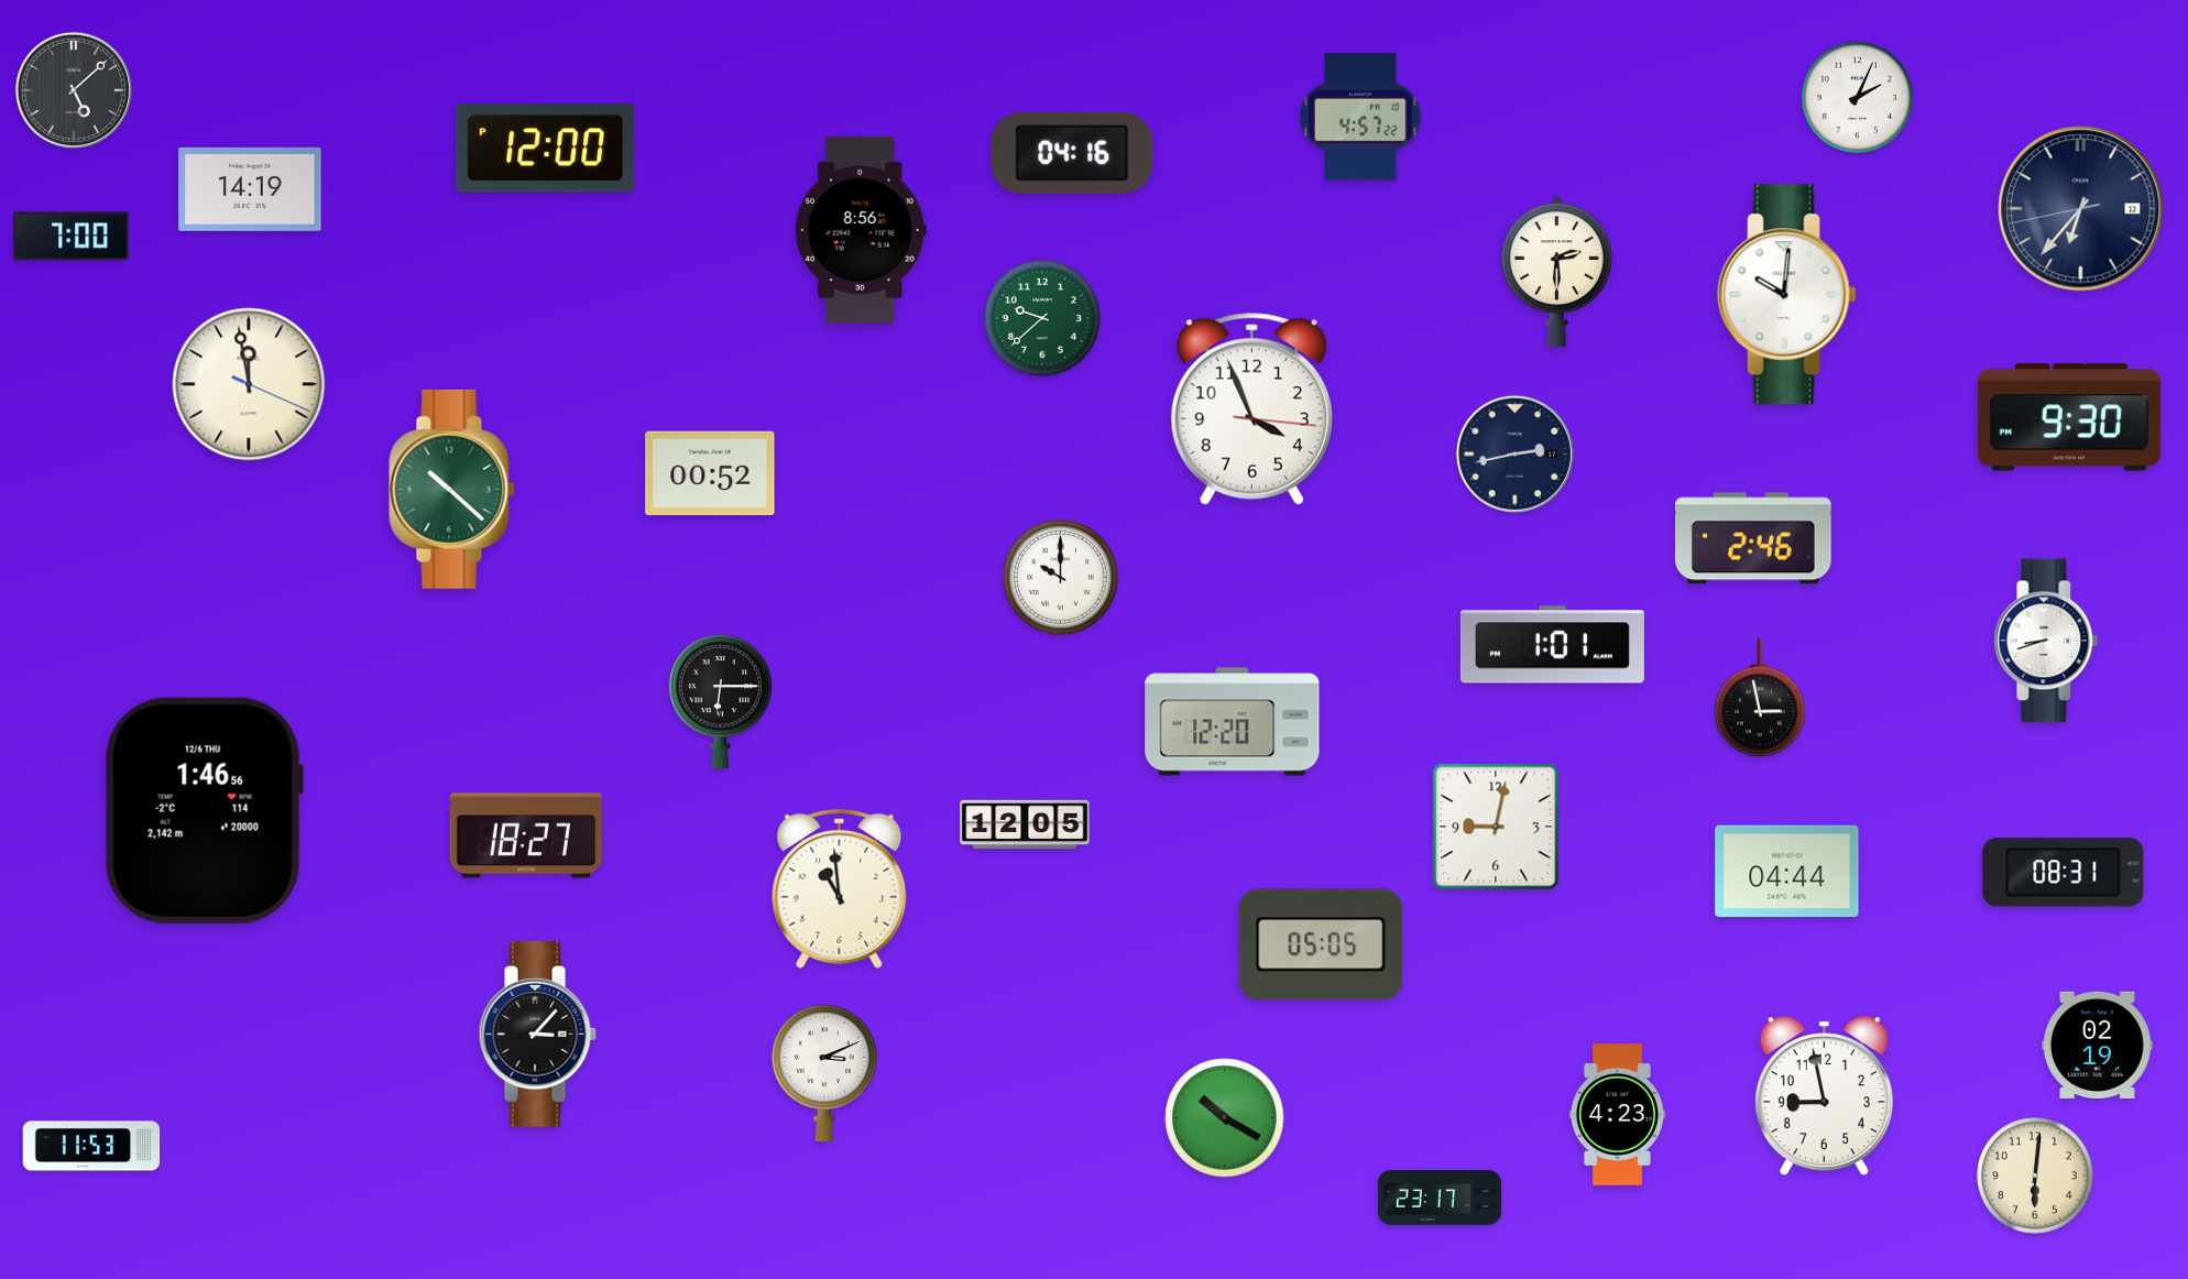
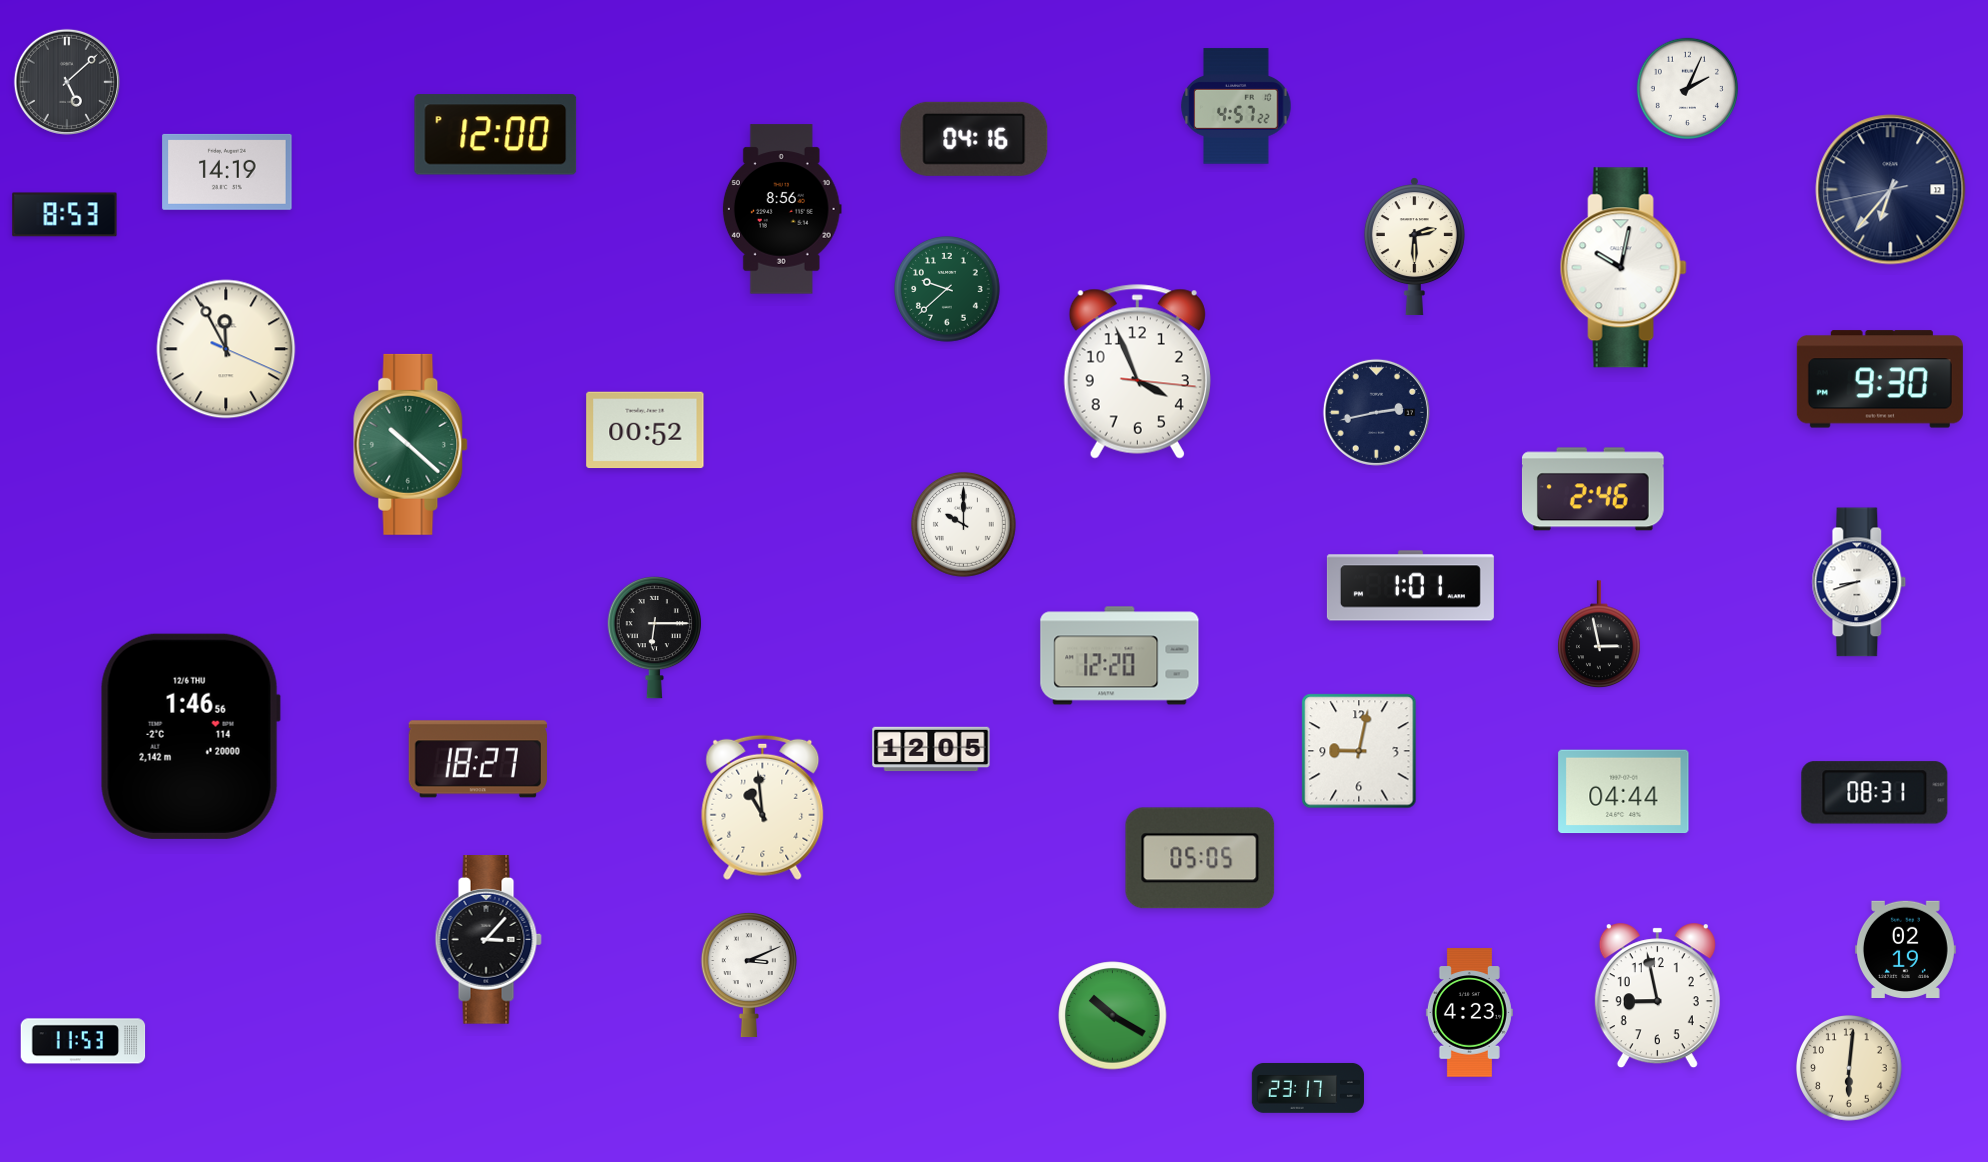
clock at (72, 237): 7:00 -> 8:53
clock at (1786, 295): 10:01 -> 10:02
clock at (249, 384): 11:58 -> 11:55
clock at (204, 810) position: (204, 810) -> (190, 736)
